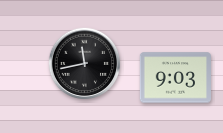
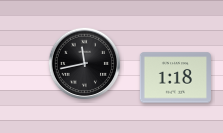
clock at (175, 78): 9:03 -> 1:18
